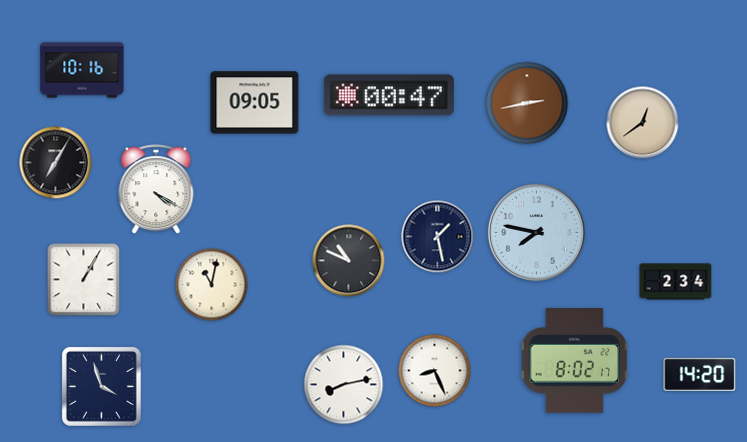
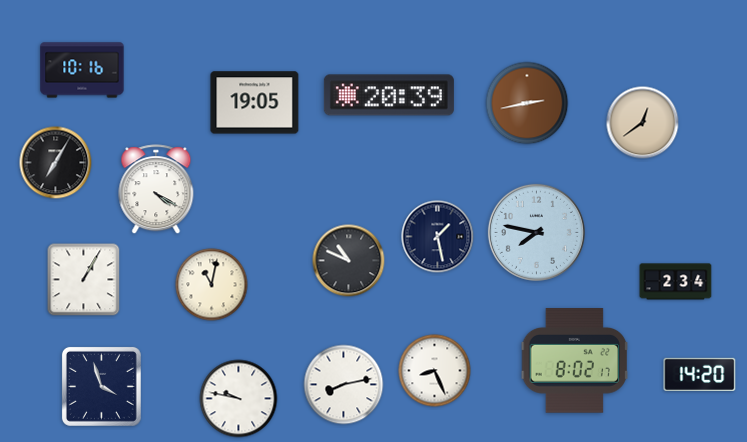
clock at (389, 95): 00:47 -> 20:39
clock at (255, 103): 09:05 -> 19:05
clock at (239, 399): none -> 9:47
